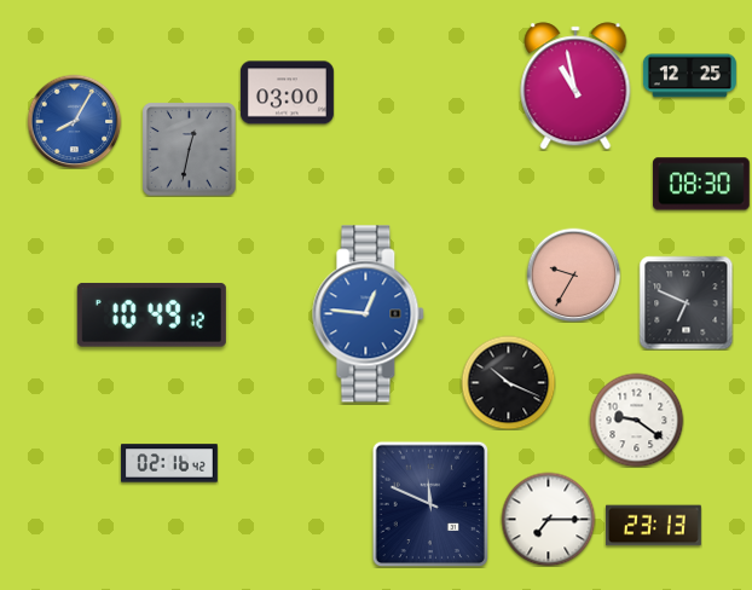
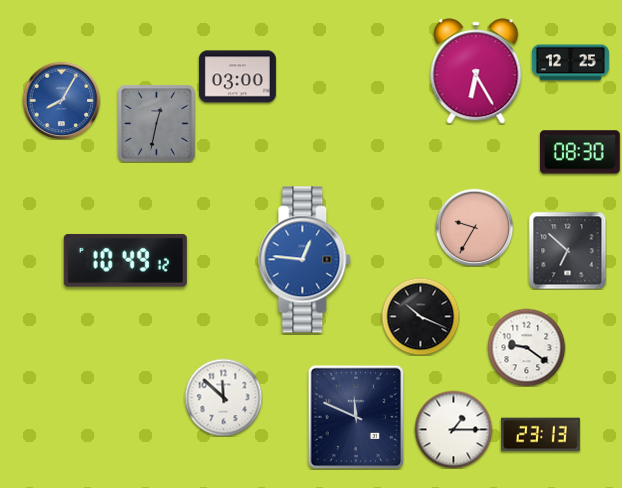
clock at (575, 86): 10:58 -> 6:25
clock at (686, 302): 6:49 -> 6:52
clock at (169, 463): 02:16 -> none
clock at (223, 397): none -> 11:52
clock at (548, 519): 7:15 -> 1:15
